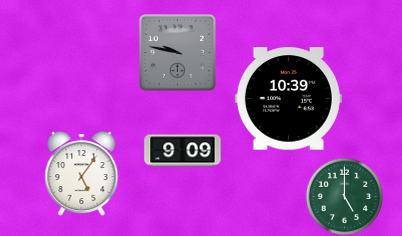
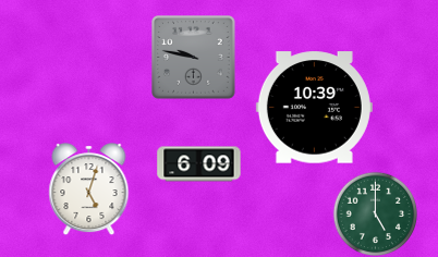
clock at (183, 151): 9:09 -> 6:09
clock at (82, 174): 5:06 -> 5:03
